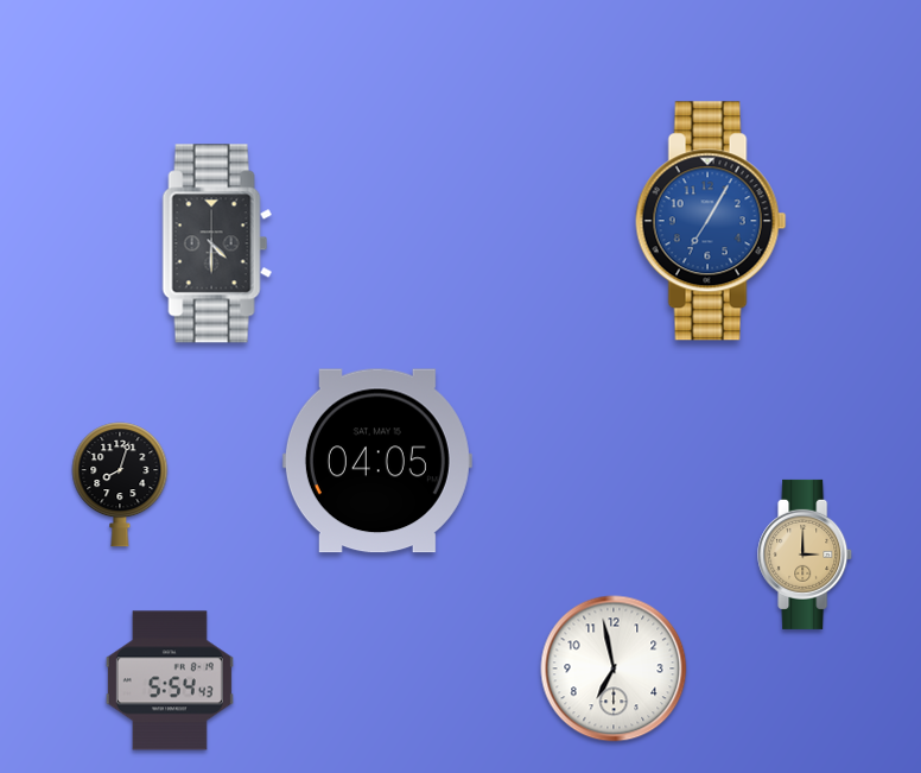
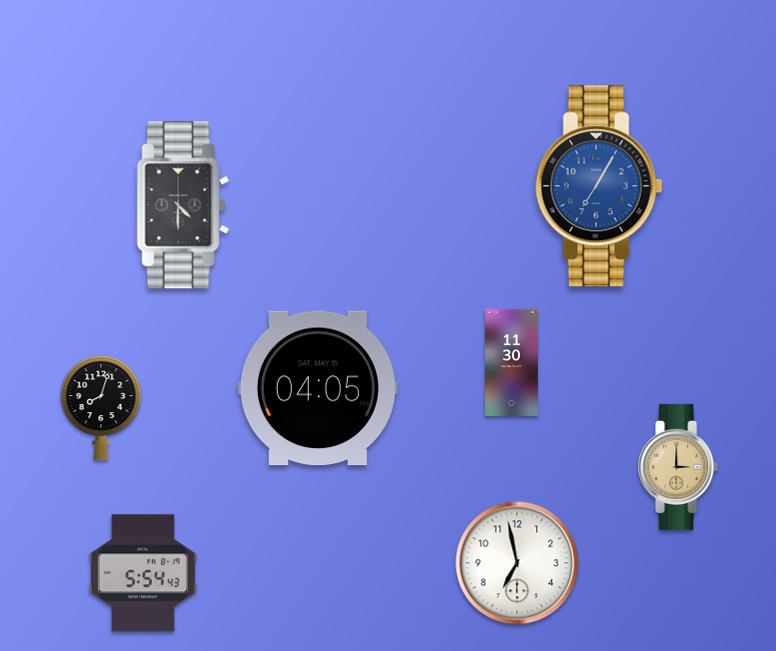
clock at (511, 363): none -> 11:30
